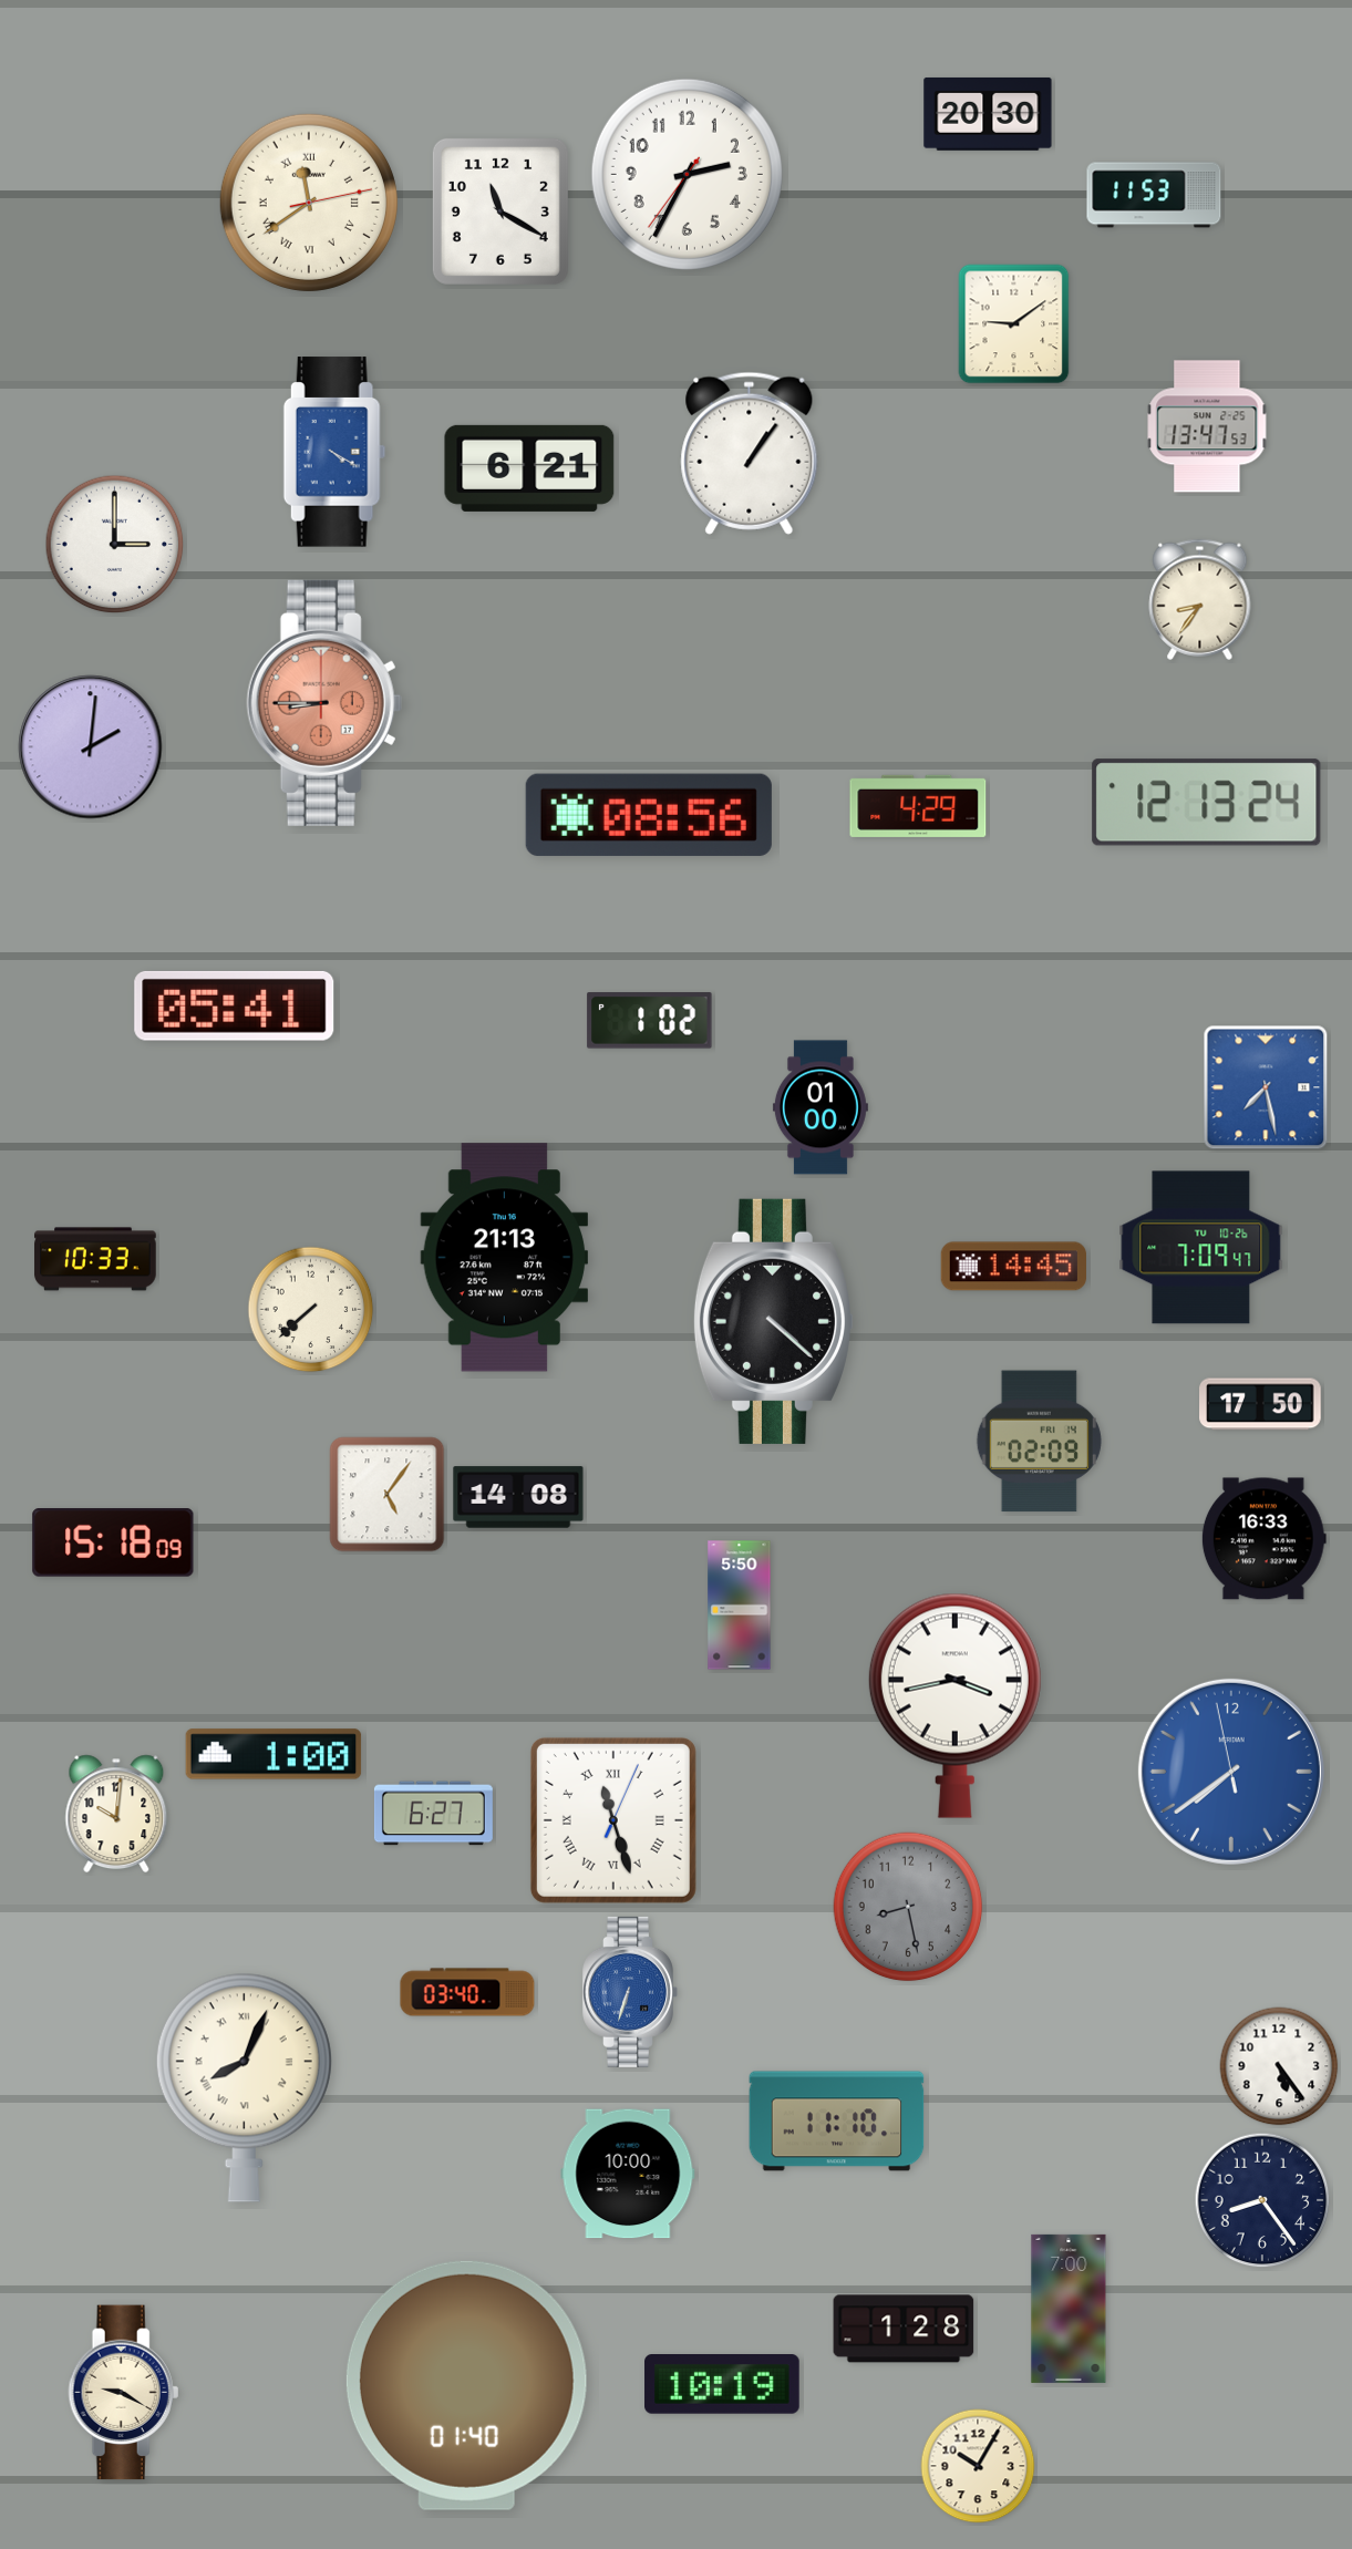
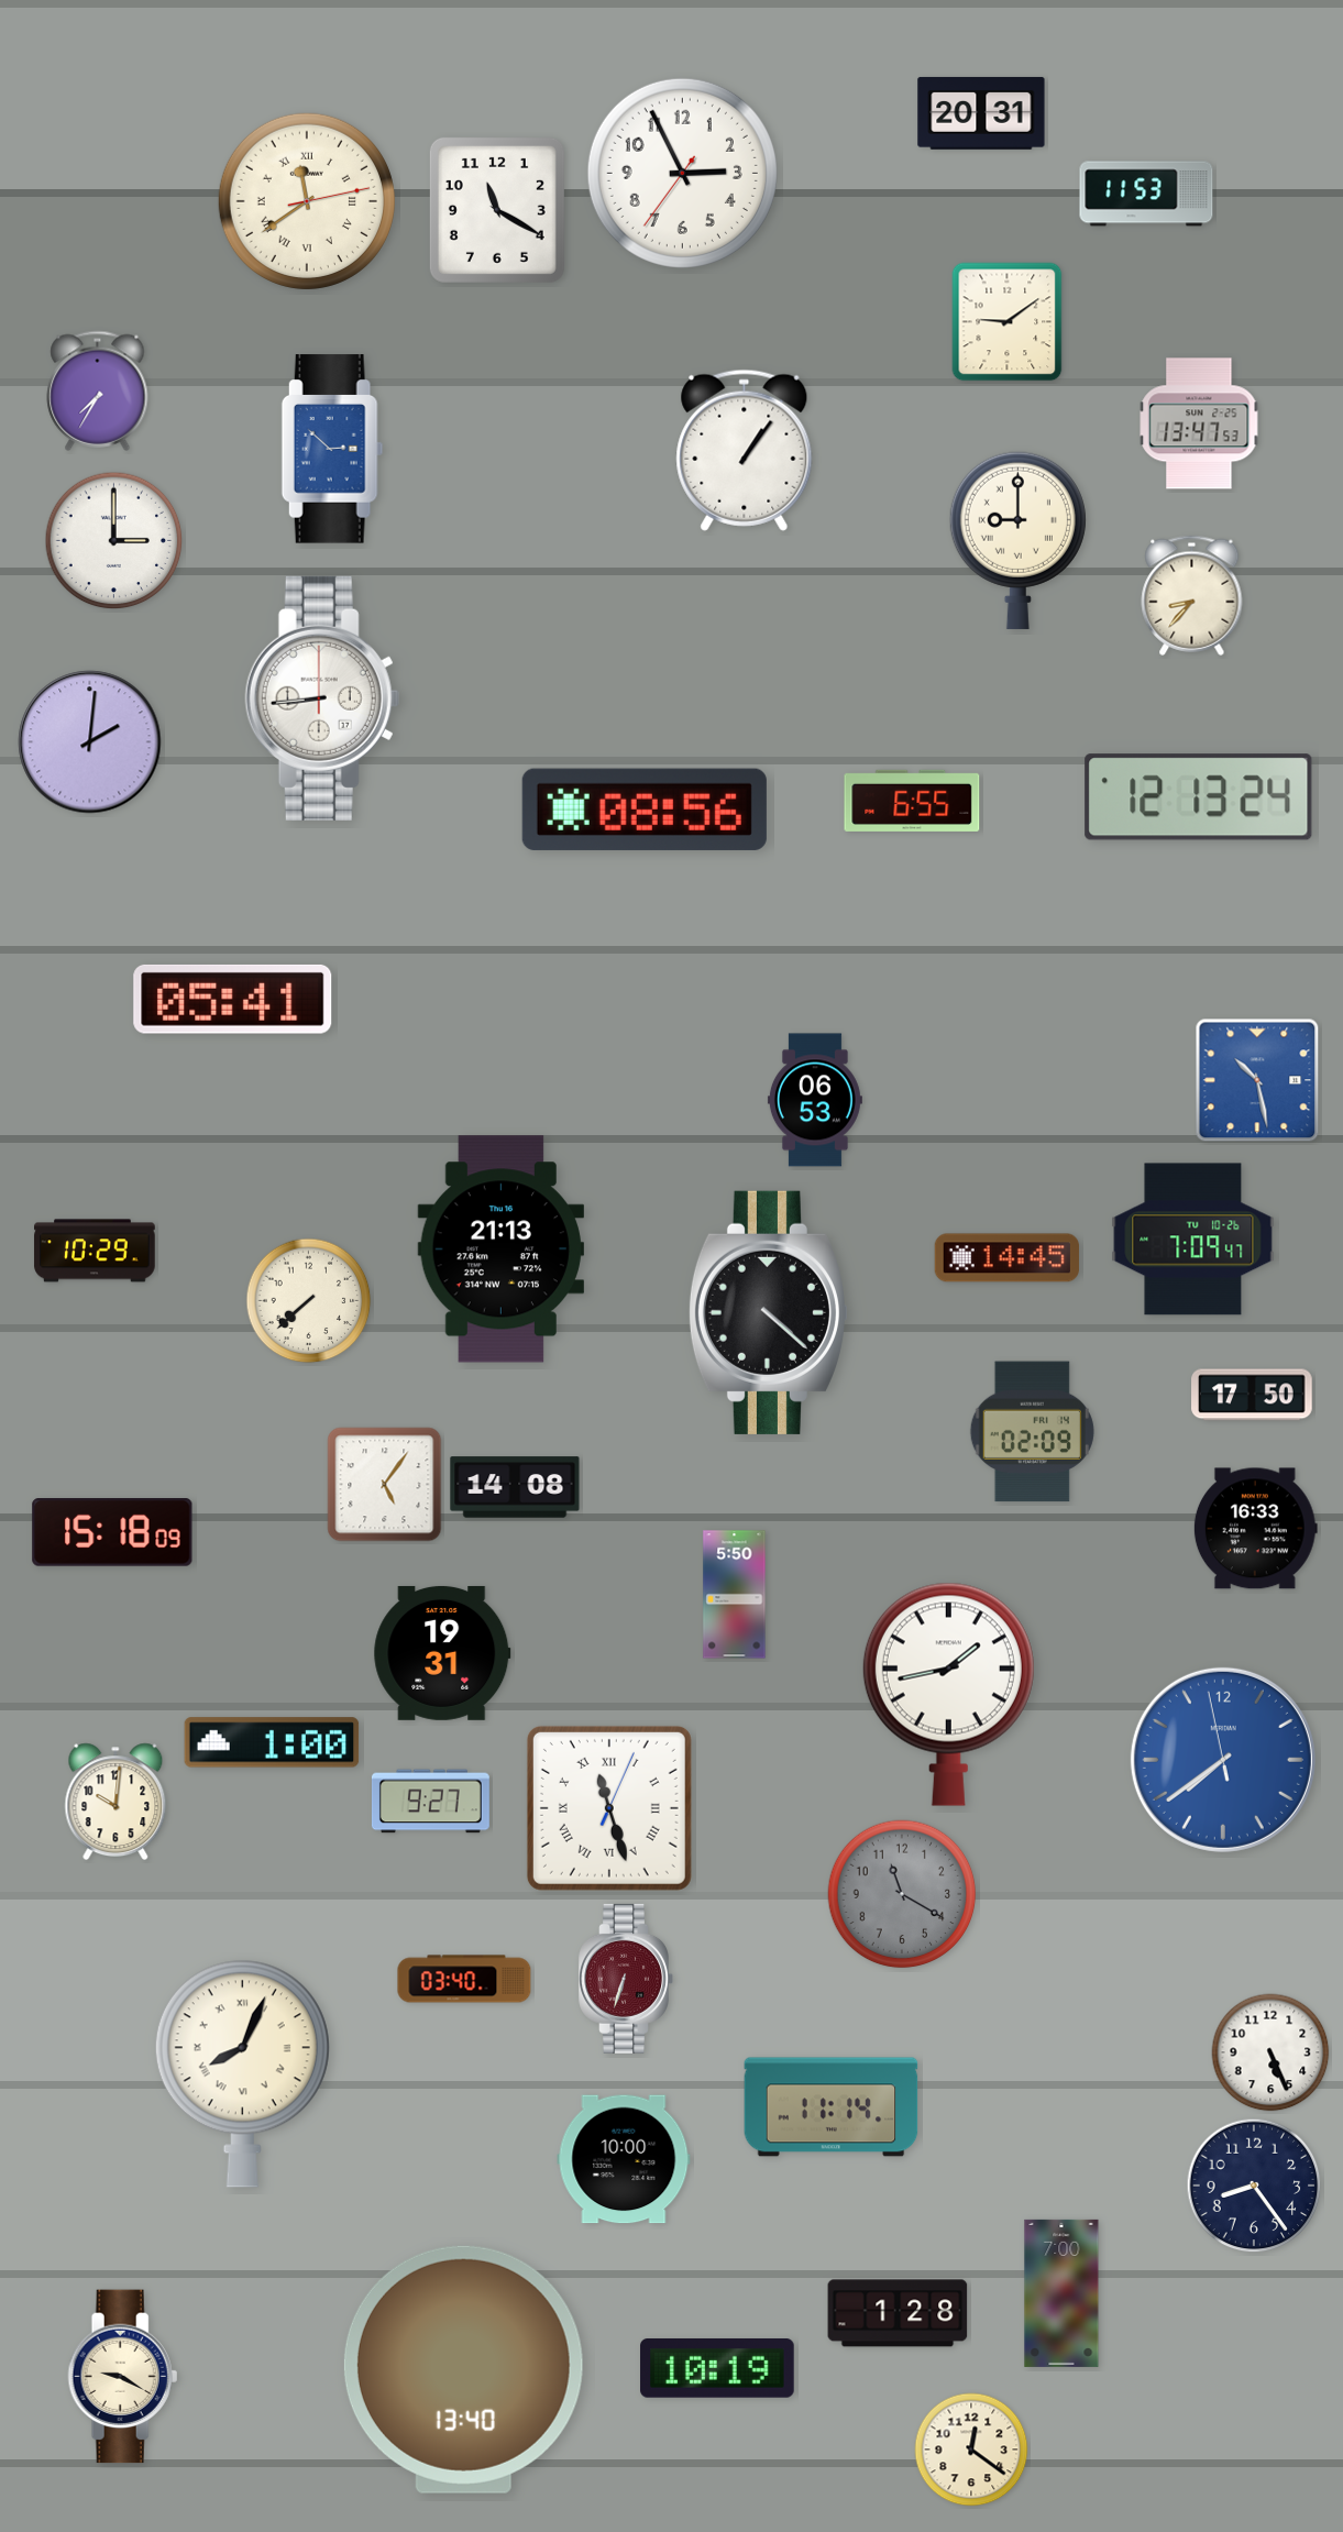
clock at (988, 114): 20:30 -> 20:31
clock at (687, 174): 2:34 -> 2:55
clock at (98, 390): none -> 7:35
clock at (334, 452): 4:20 -> 2:52
clock at (529, 468): 6:21 -> none
clock at (1017, 540): none -> 9:00
clock at (1200, 599): 8:36 -> 8:37
clock at (324, 703): 8:45 -> 8:44
clock at (324, 703) dial: salmon -> white
clock at (918, 806): 4:29 -> 6:55
clock at (650, 1021): 1:02 -> none
clock at (1266, 1087): 7:28 -> 10:28
clock at (821, 1107): 01:00 -> 06:53
clock at (95, 1259): 10:33 -> 10:29
clock at (442, 1653): none -> 19:31
clock at (954, 1705): 3:43 -> 1:43
clock at (433, 1814): 6:27 -> 9:27
clock at (908, 1907): 8:28 -> 11:20
clock at (630, 1992) dial: blue -> burgundy
clock at (1279, 2066): 5:24 -> 5:26
clock at (837, 2122): 11:10 -> 11:14
clock at (466, 2385): 01:40 -> 13:40
clock at (978, 2466): 10:05 -> 12:21
